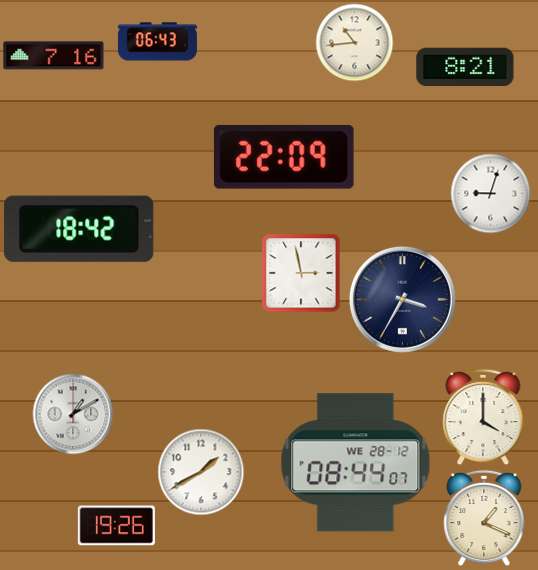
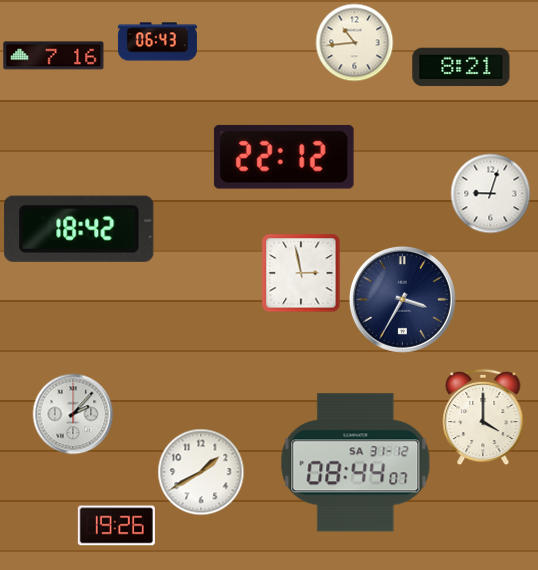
clock at (465, 67) position: (465, 67) -> (461, 67)
clock at (284, 157): 22:09 -> 22:12
clock at (73, 414): 1:10 -> 2:07
clock at (356, 463) date: WE 28-12 -> SA 31-12
clock at (484, 518): 1:19 -> none
